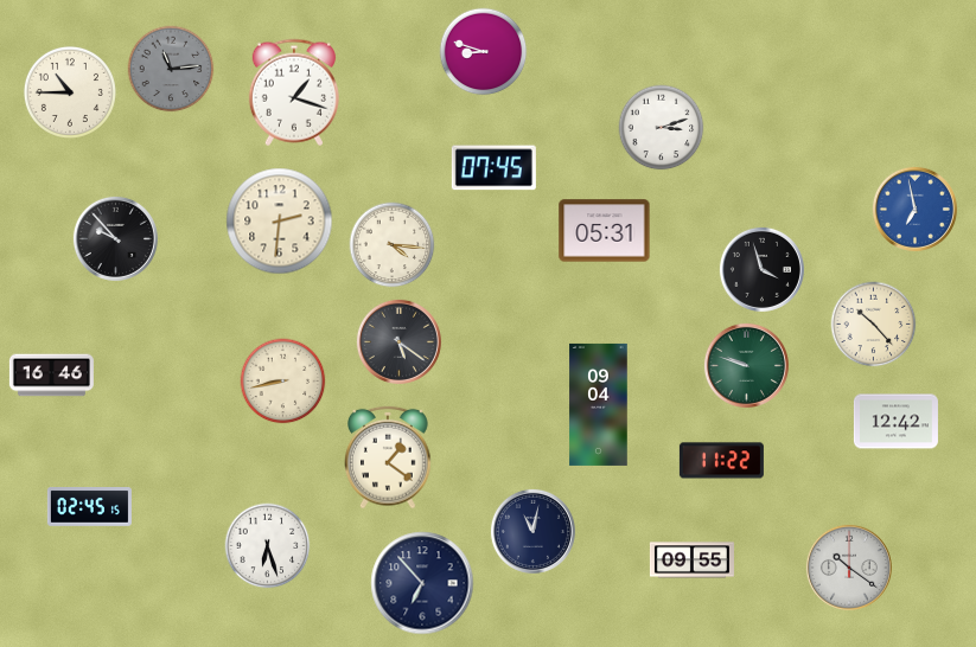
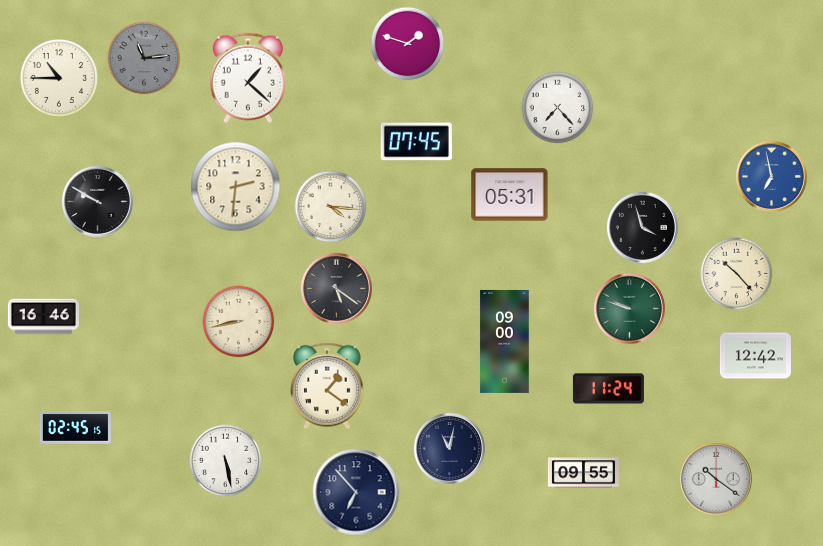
clock at (484, 52): 8:48 -> 1:48
clock at (294, 92): 1:18 -> 1:22
clock at (662, 128): 3:12 -> 7:23
clock at (115, 238): 9:53 -> 9:50
clock at (599, 404): 09:04 -> 09:00
clock at (721, 461): 11:22 -> 11:24
clock at (268, 546): 6:27 -> 5:28
